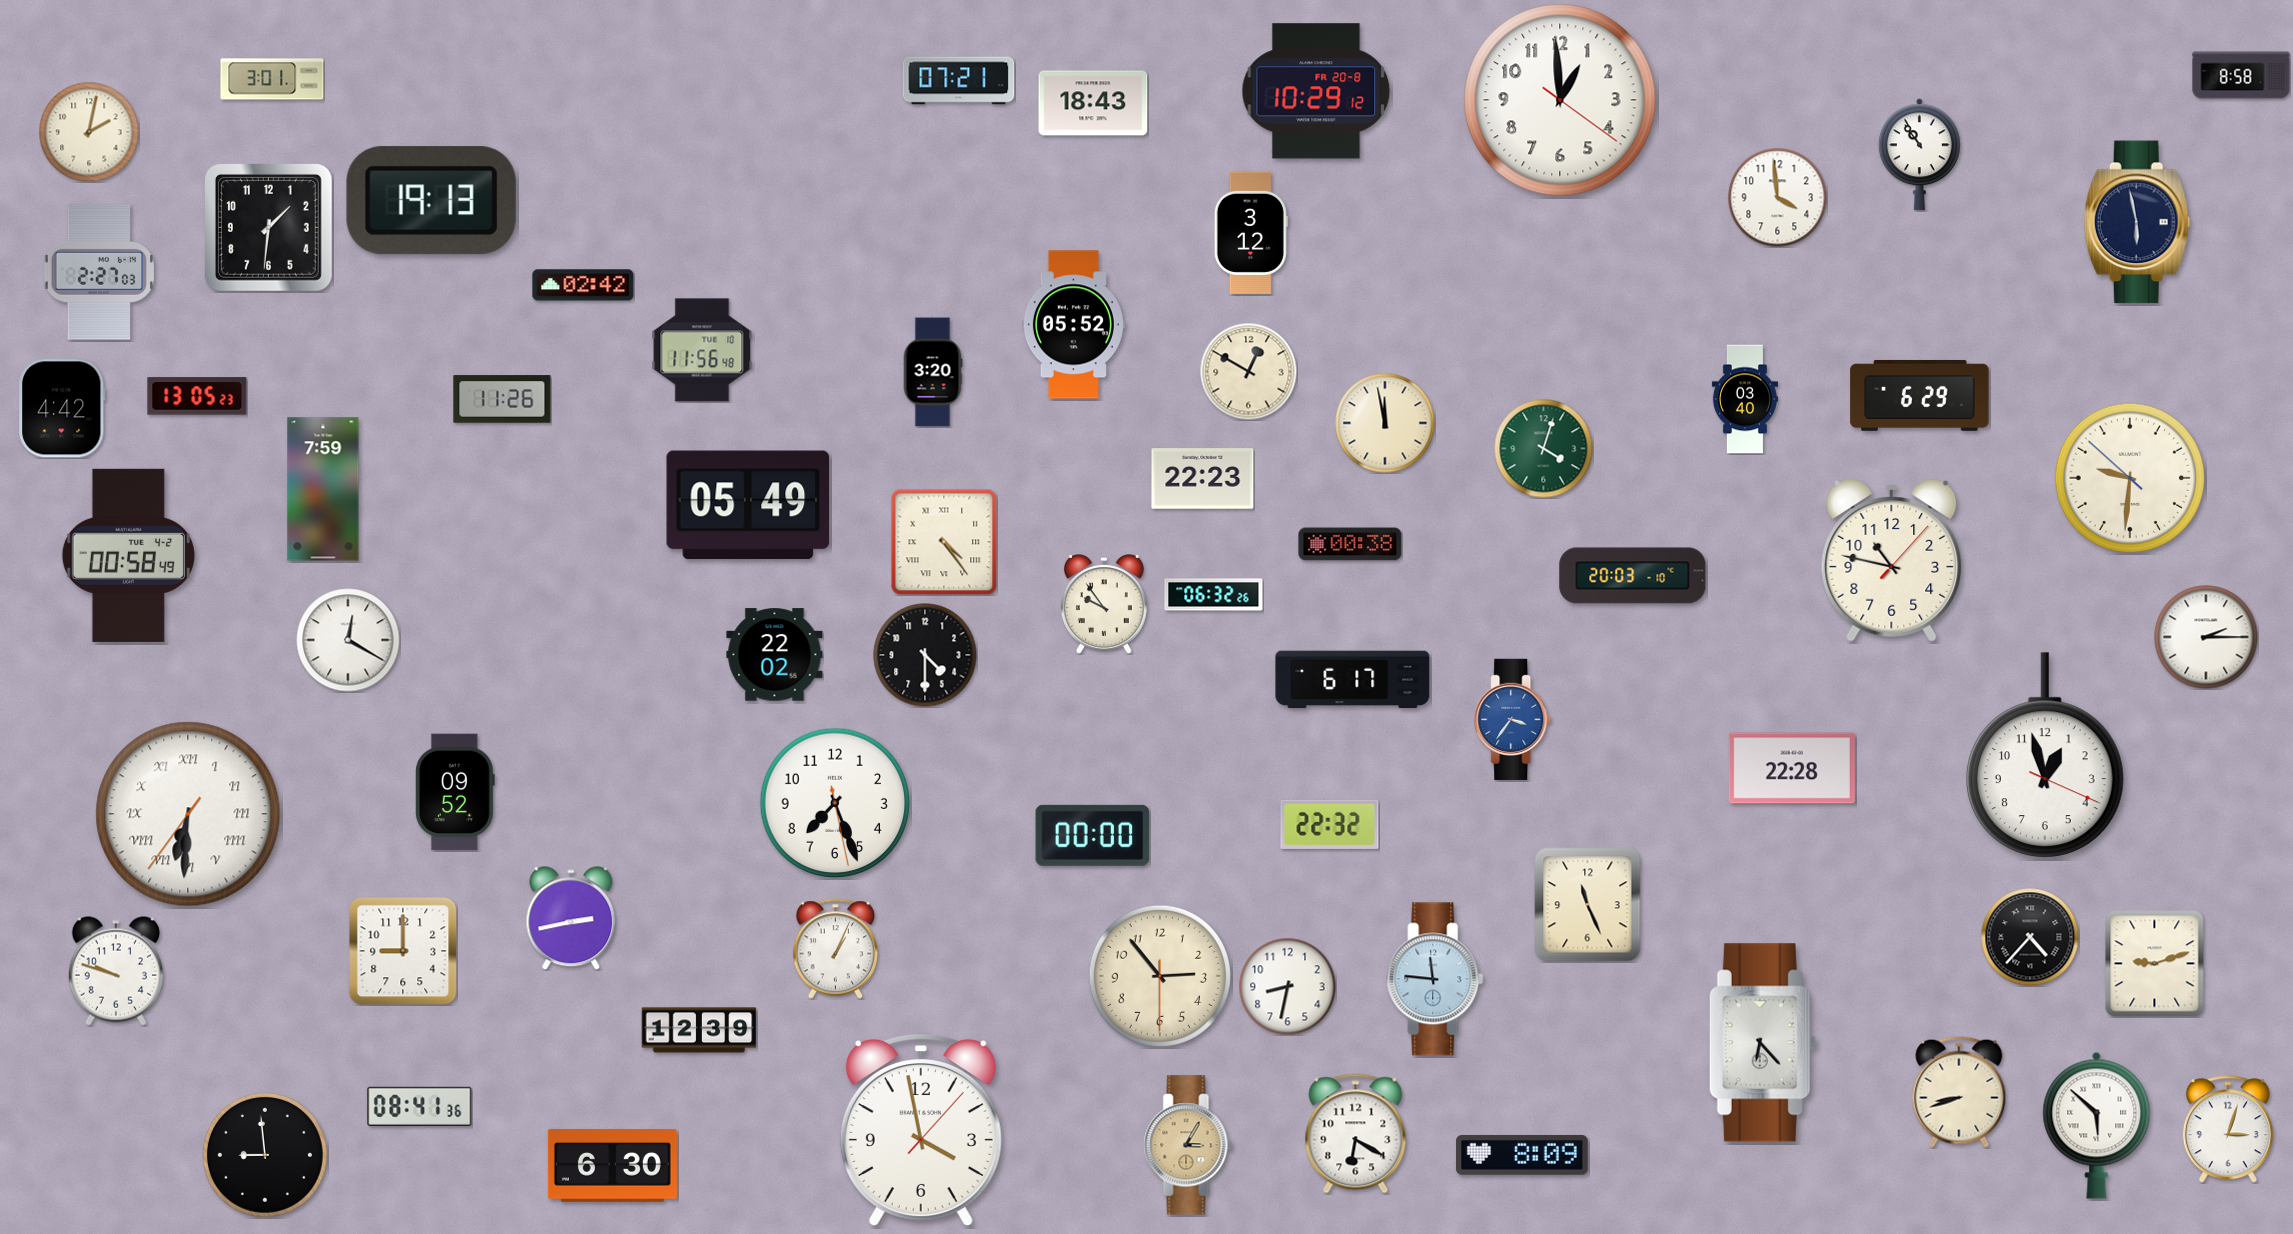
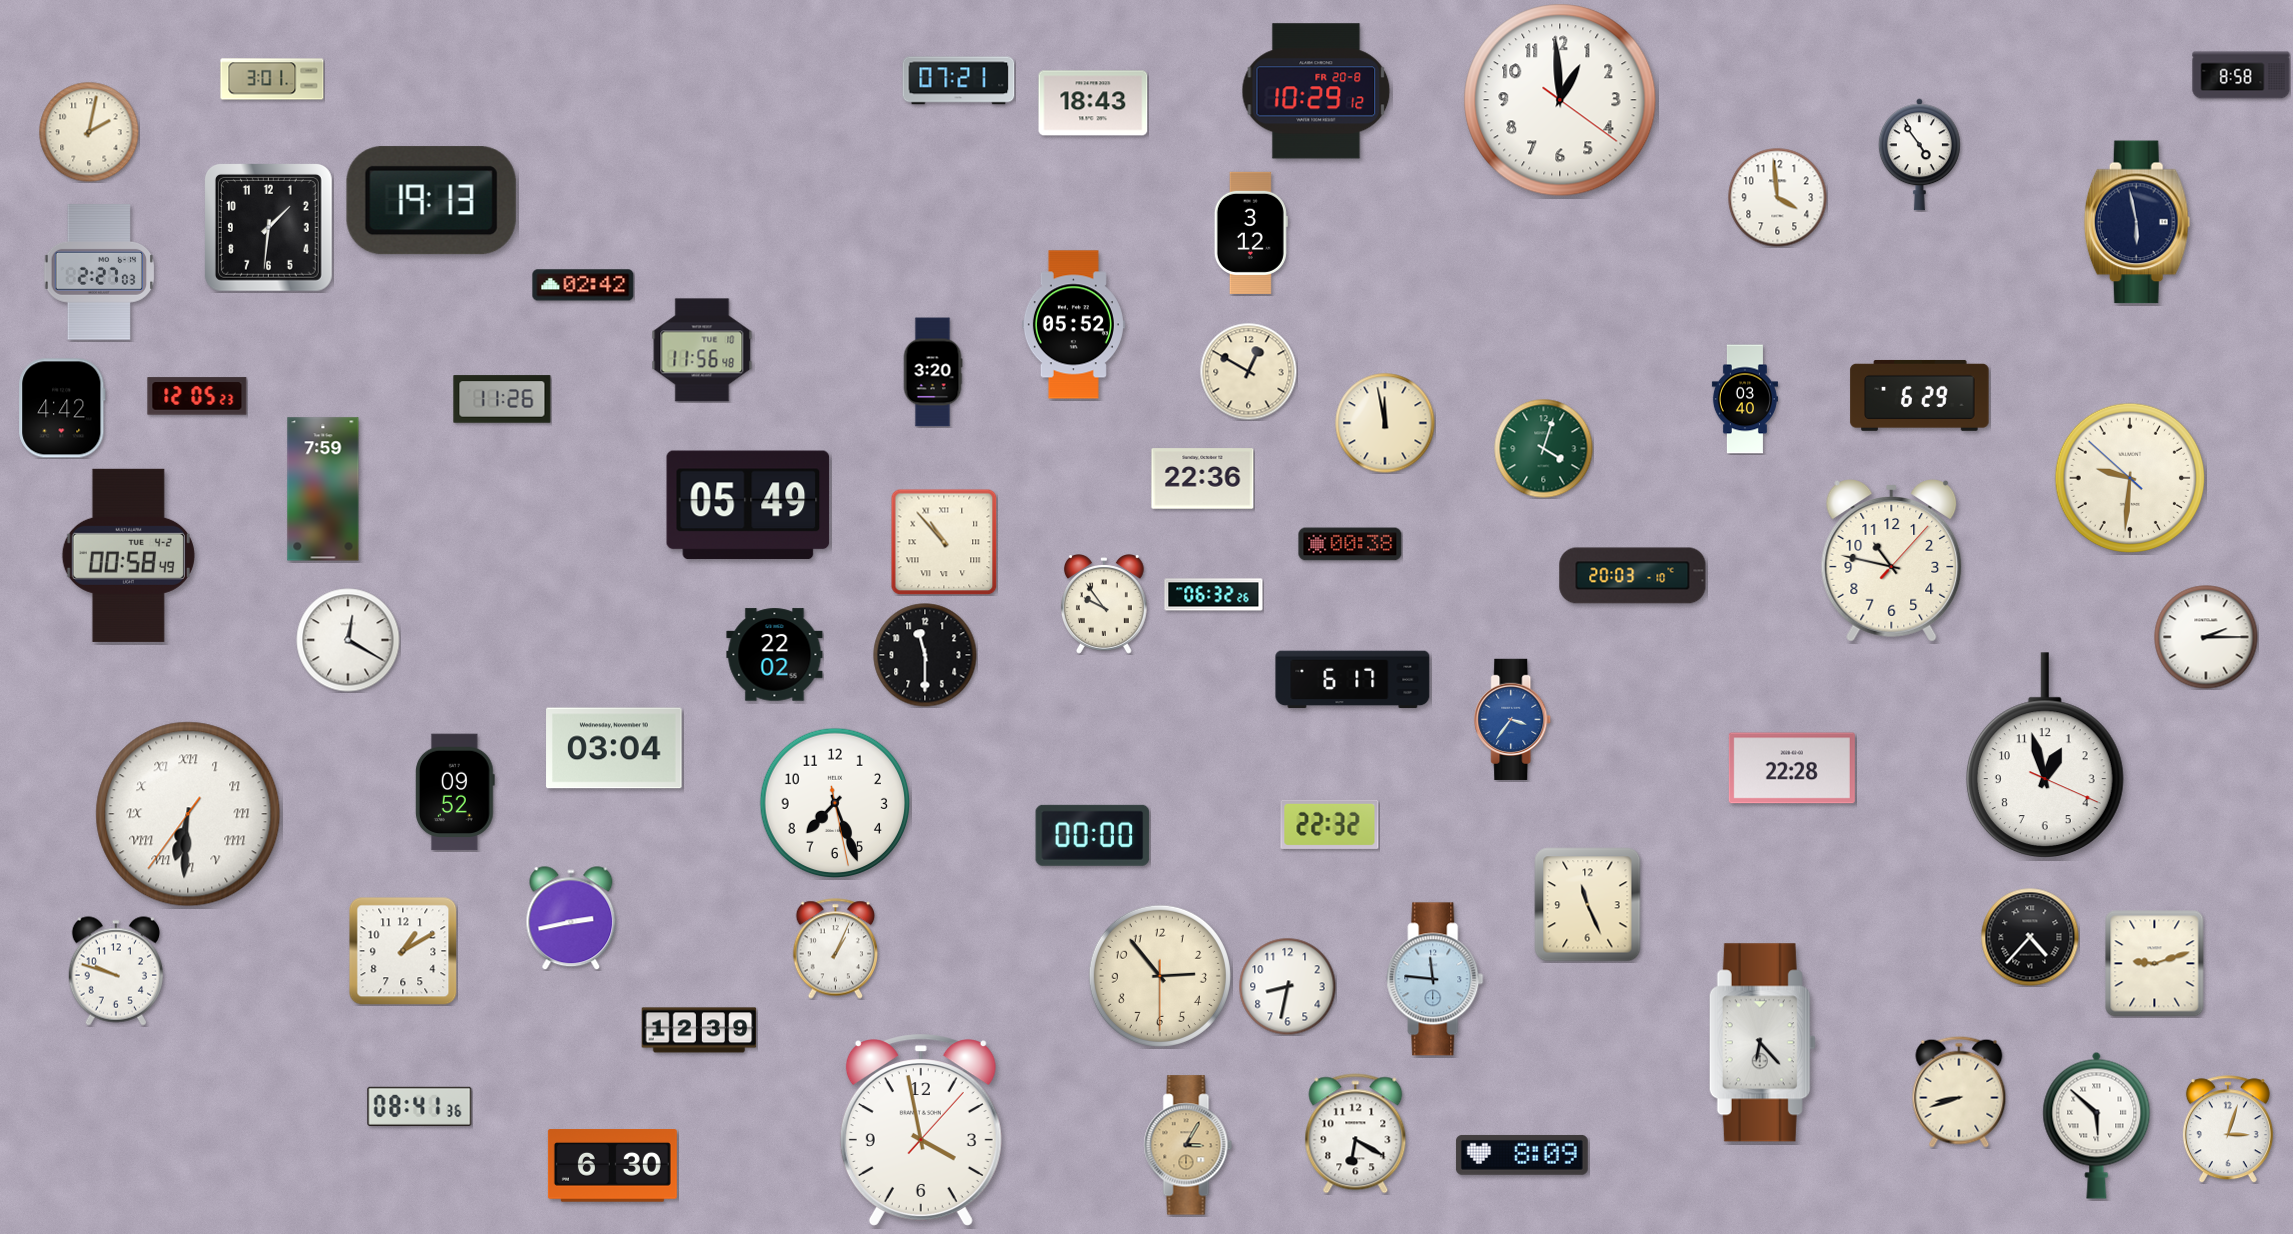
clock at (1919, 155): 10:54 -> 4:54
clock at (197, 396): 13:05 -> 12:05
clock at (1203, 479): 22:23 -> 22:36
clock at (944, 542): 4:24 -> 10:53
clock at (925, 655): 4:30 -> 11:30
clock at (614, 748): none -> 03:04
clock at (403, 951): 9:00 -> 1:10
clock at (265, 1155): 8:59 -> none
